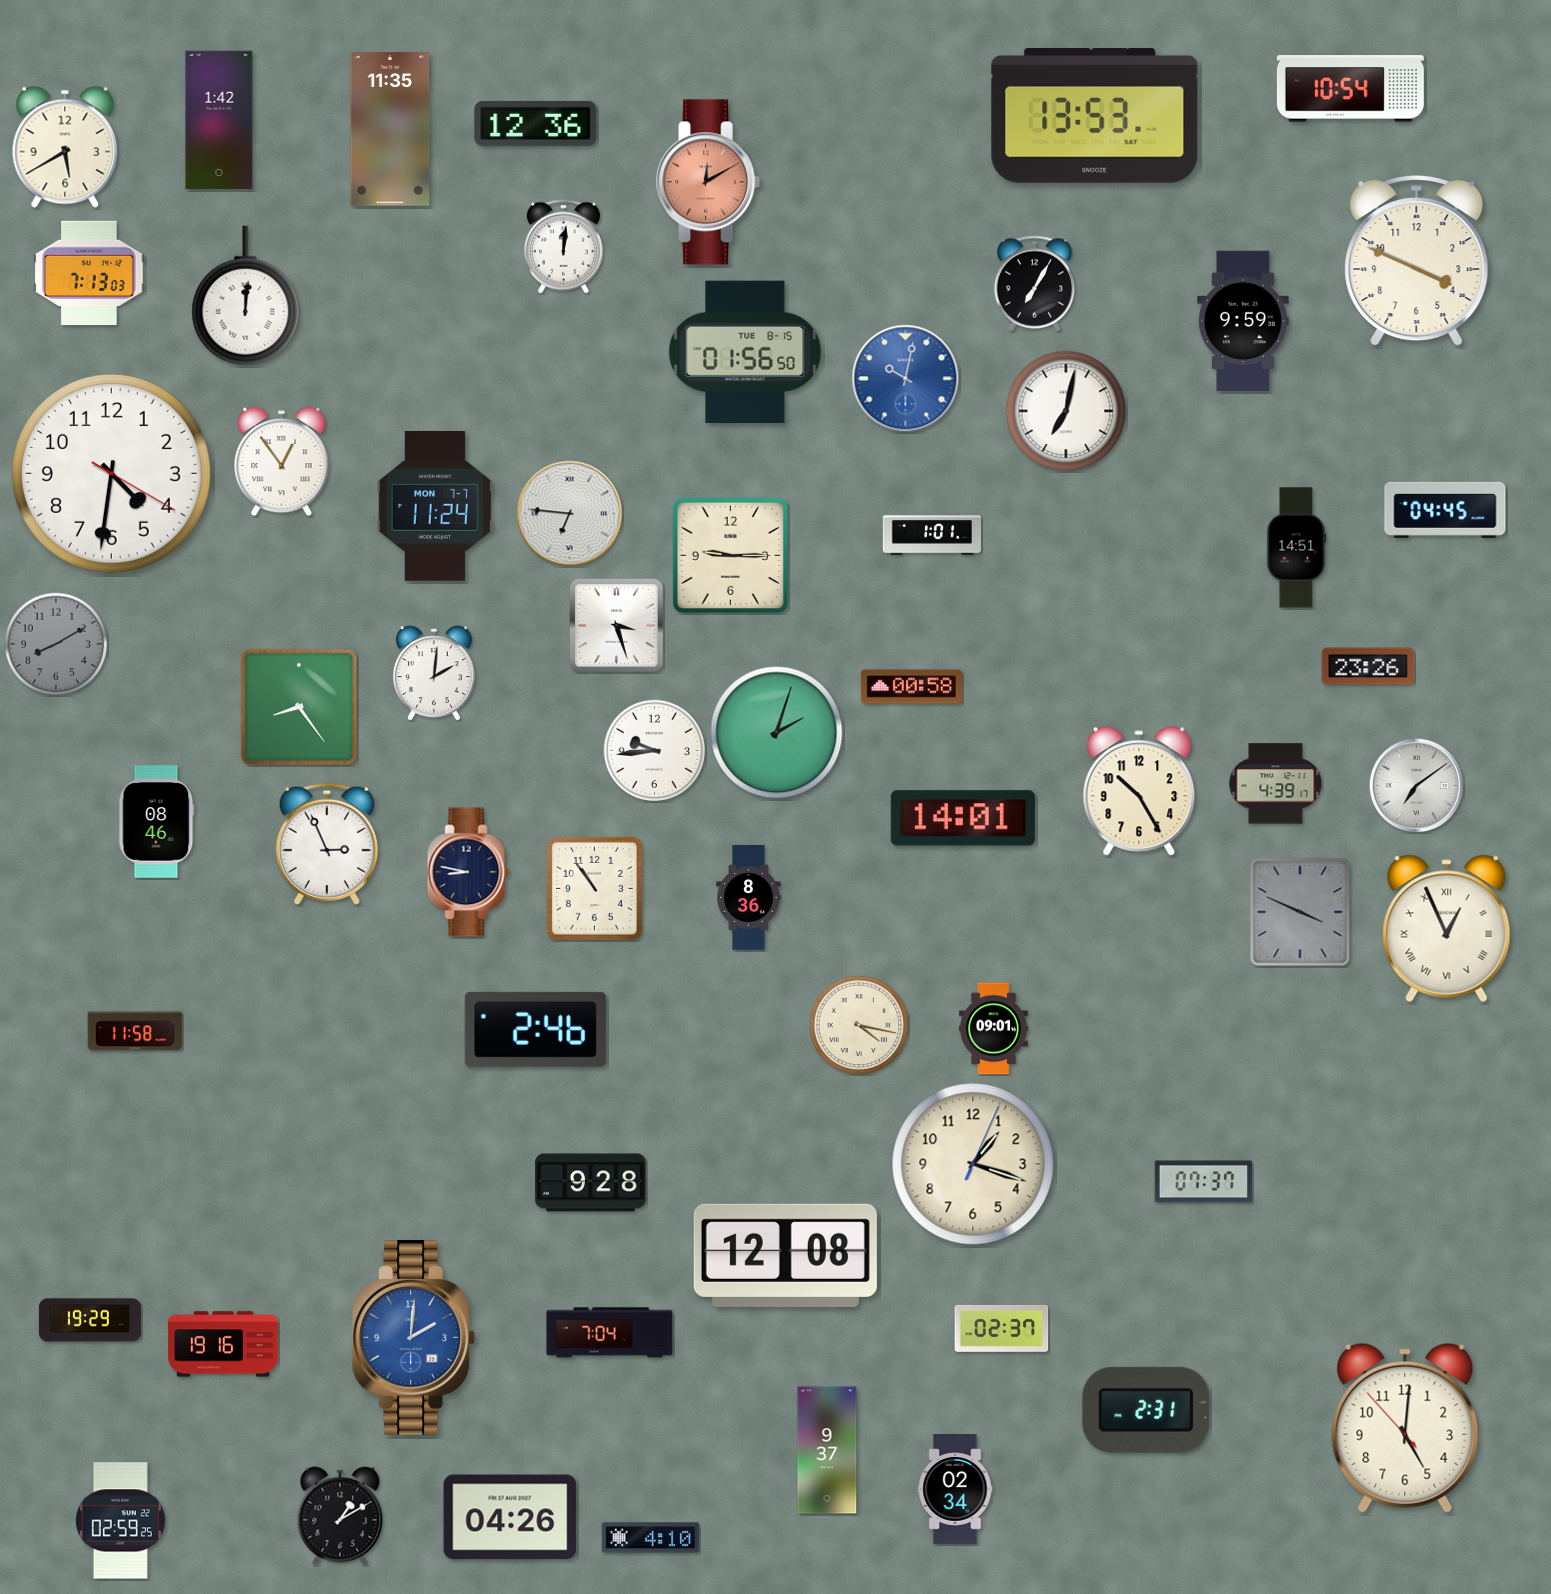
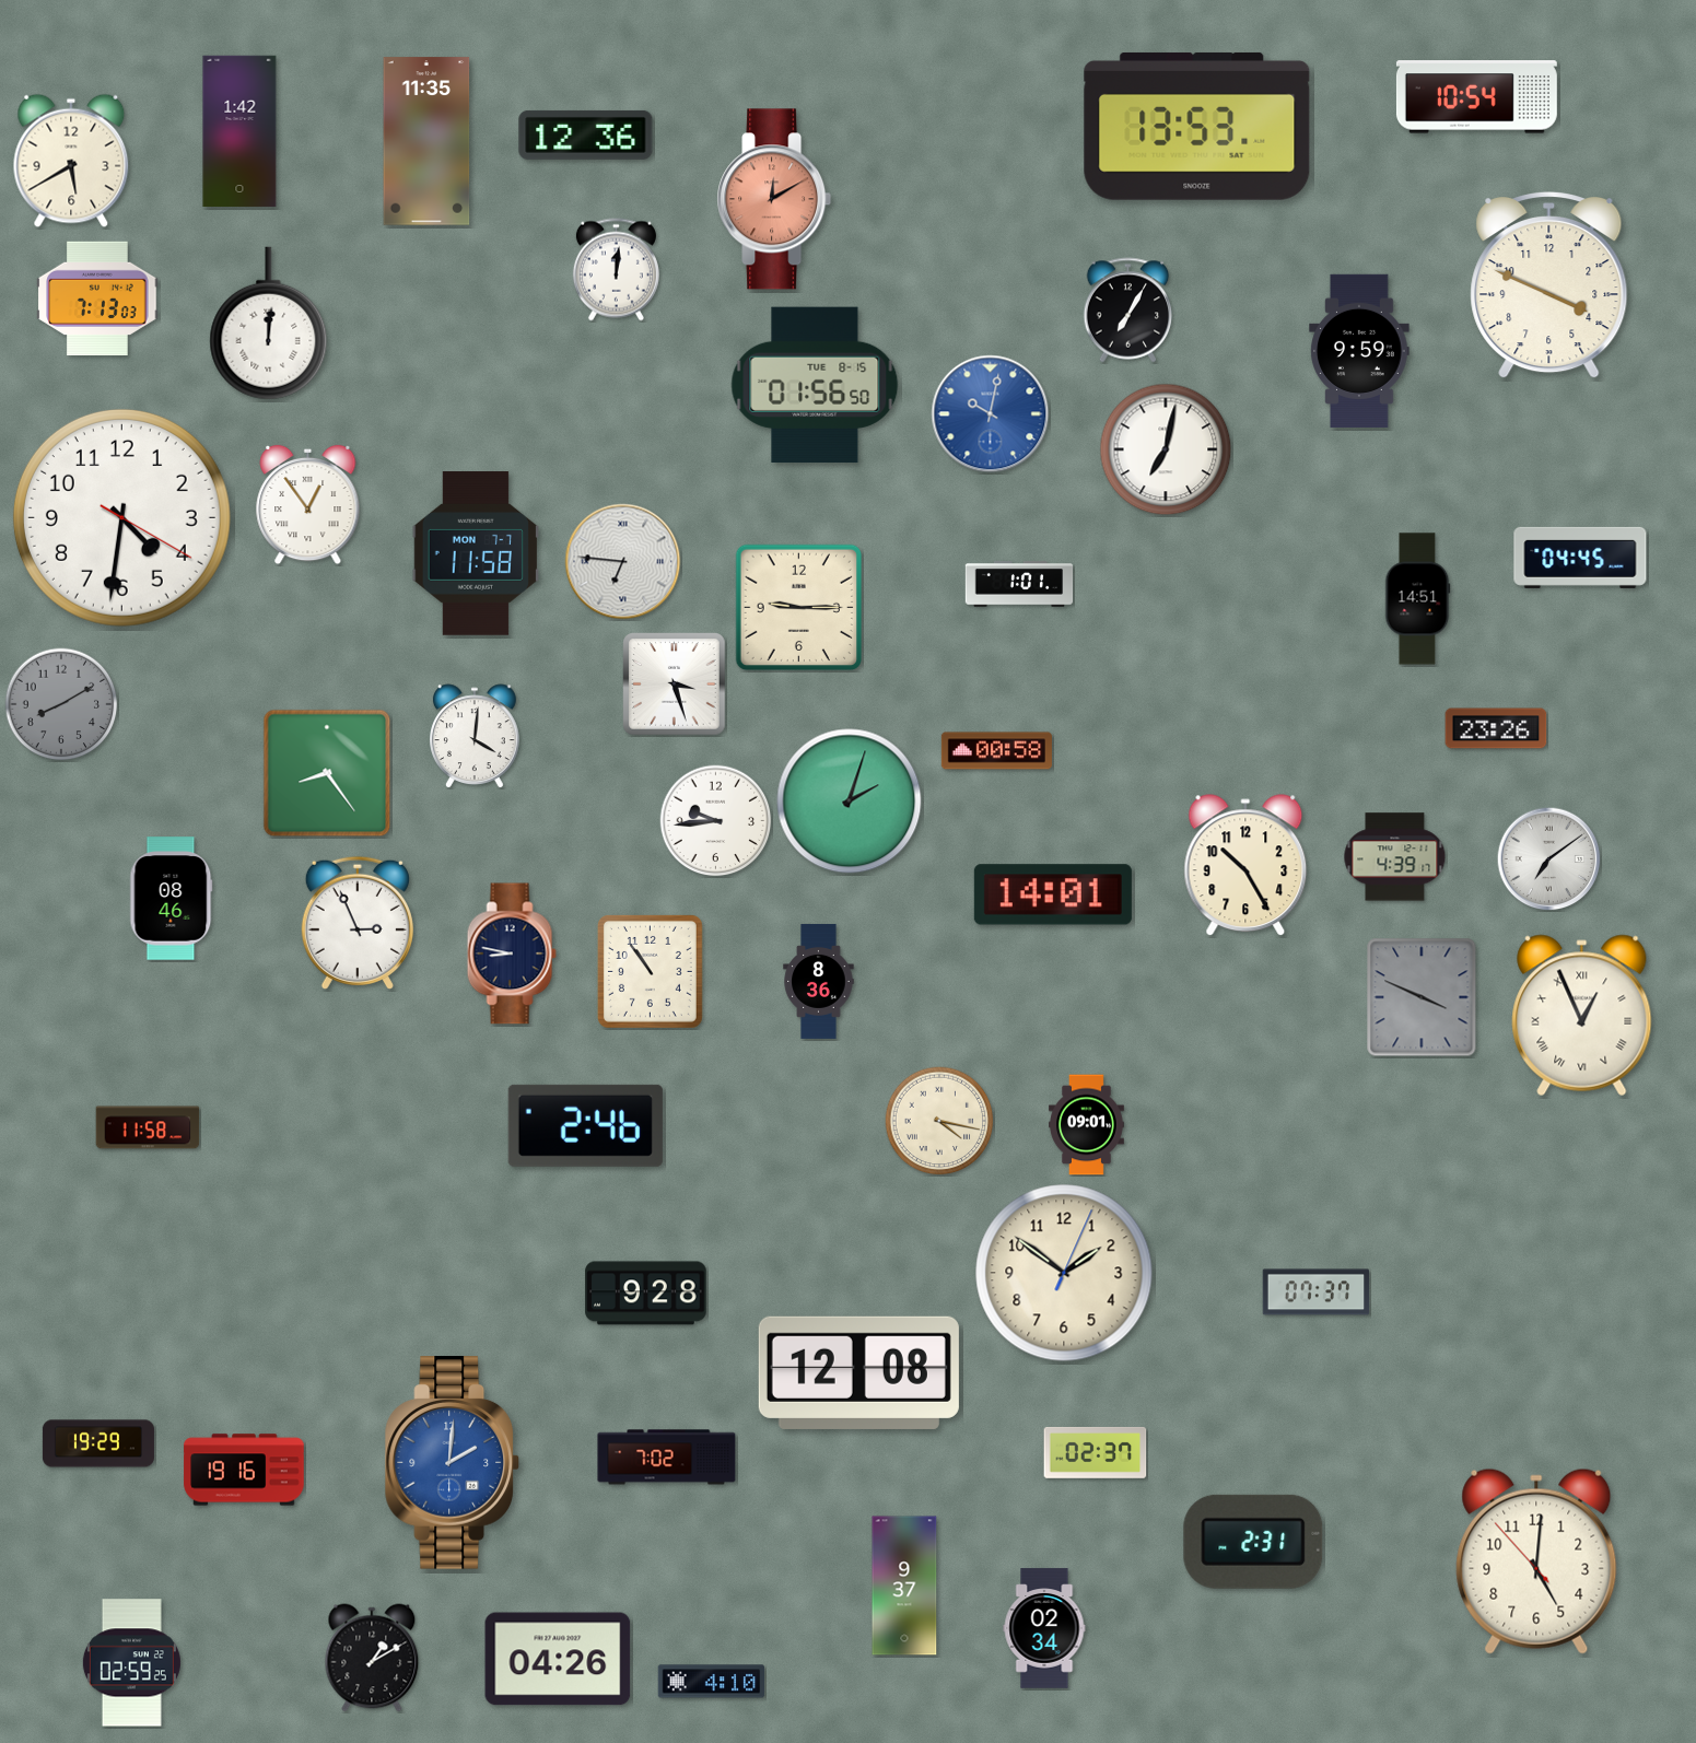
clock at (1035, 284) position: (1035, 284) -> (1128, 311)
clock at (435, 507): 11:24 -> 11:58
clock at (435, 673): 2:01 -> 4:01
clock at (973, 1164): 1:18 -> 1:51
clock at (610, 1333): 7:04 -> 7:02
